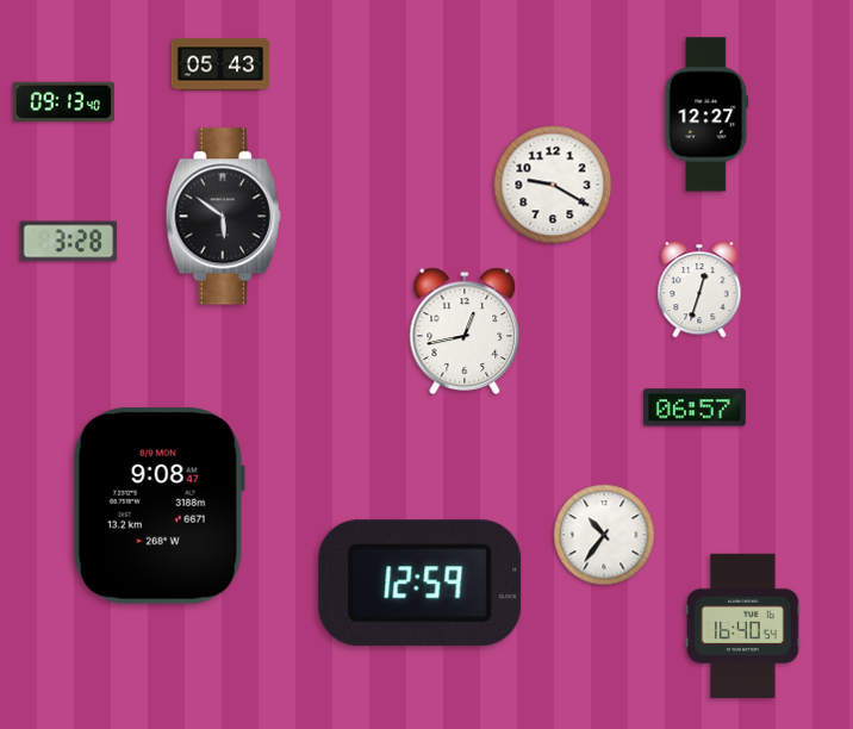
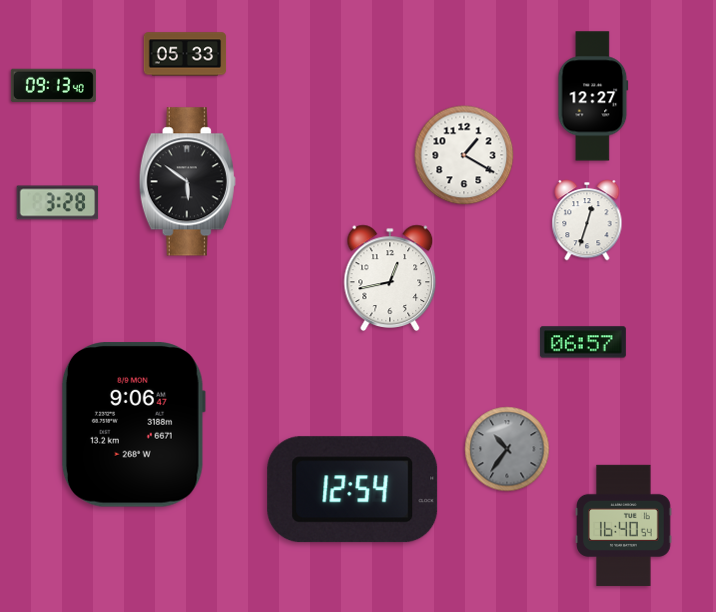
clock at (220, 64): 05:43 -> 05:33
clock at (553, 185): 9:20 -> 1:20
clock at (699, 289) position: (699, 289) -> (587, 220)
clock at (158, 506): 9:08 -> 9:06
clock at (604, 535) dial: white -> grey
clock at (421, 584): 12:59 -> 12:54
